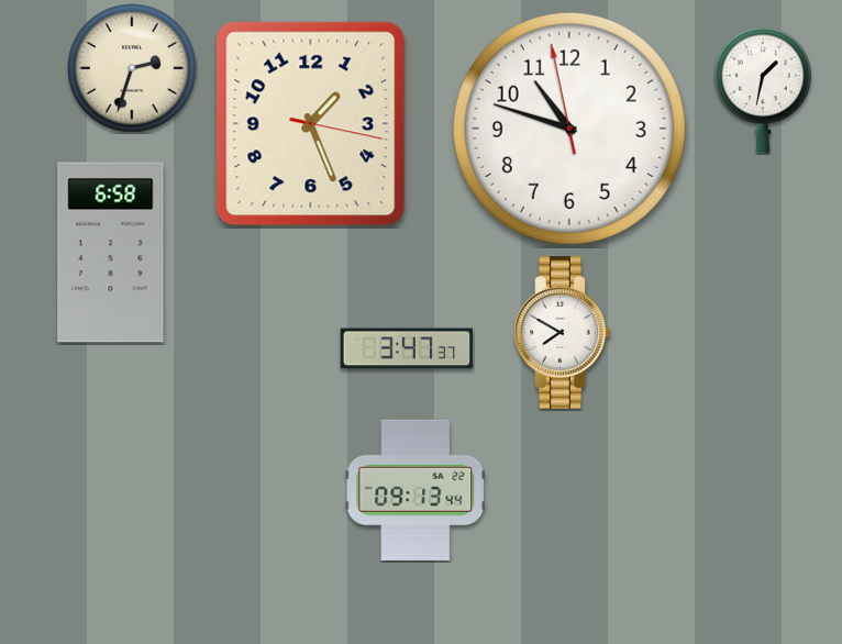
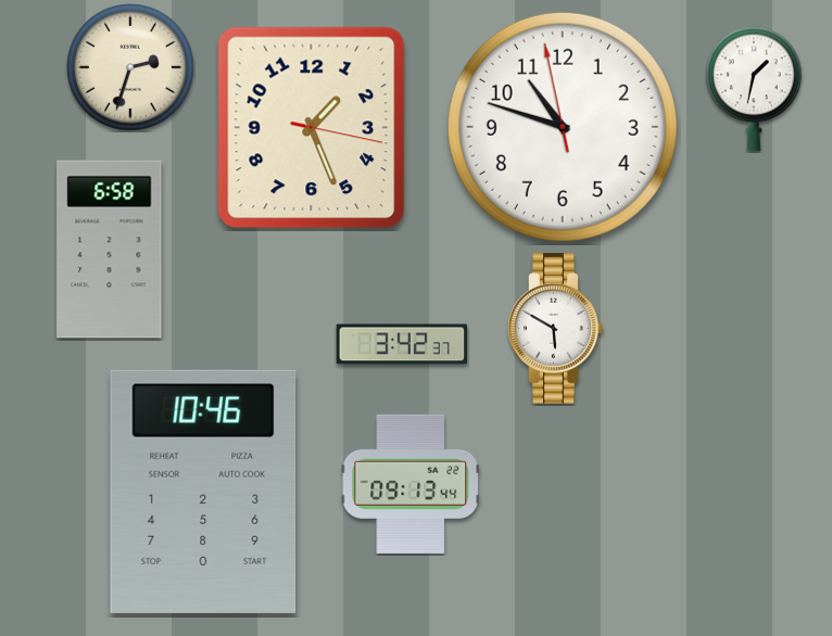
clock at (311, 124) position: (311, 124) -> (312, 128)
clock at (563, 333): 7:50 -> 5:50
clock at (407, 348): 3:47 -> 3:42
clock at (203, 492): none -> 10:46
